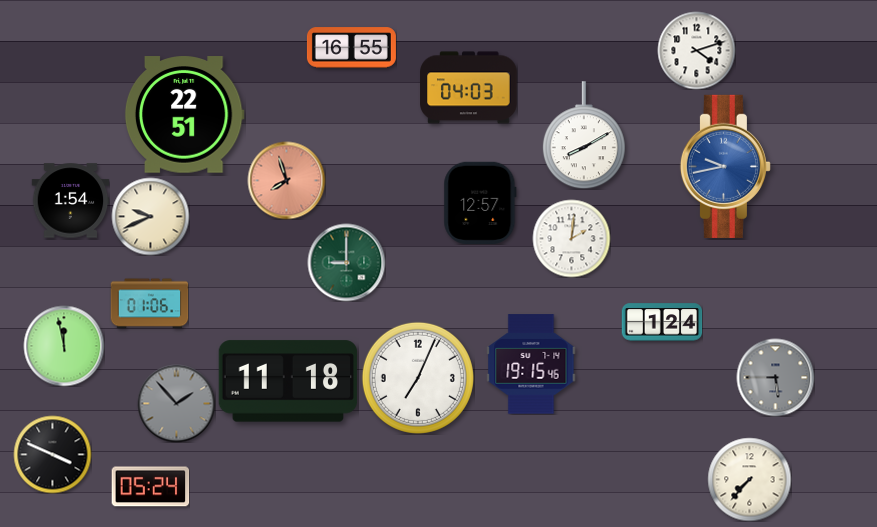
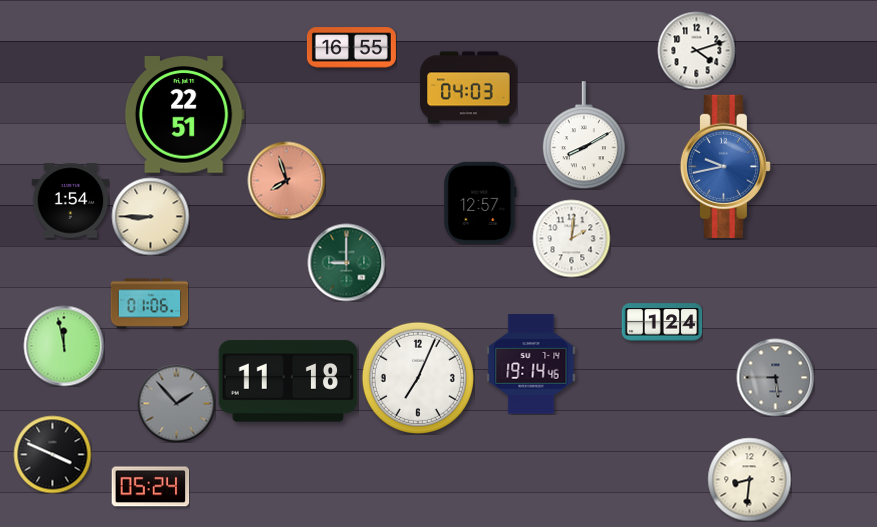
clock at (150, 216): 9:41 -> 8:45
clock at (531, 364): 19:15 -> 19:14
clock at (749, 479): 7:37 -> 8:31
